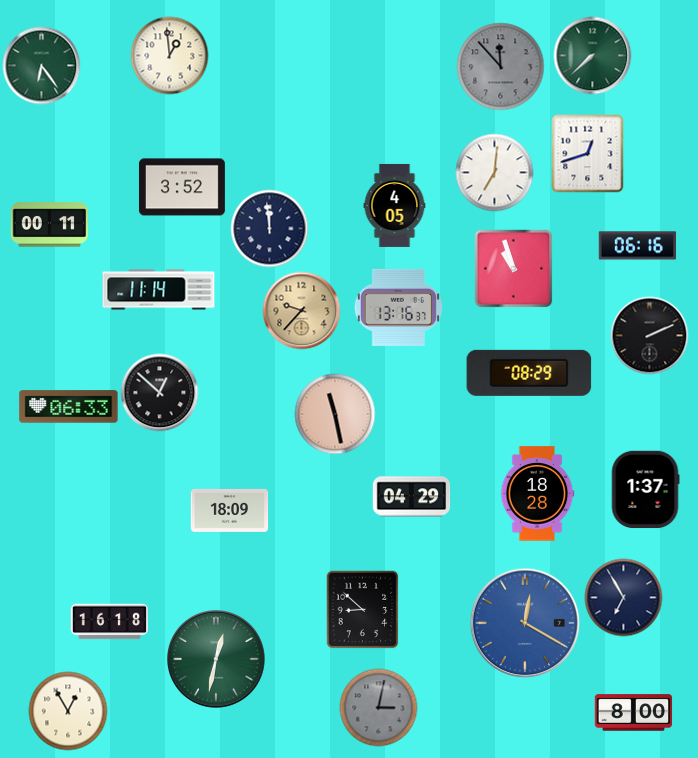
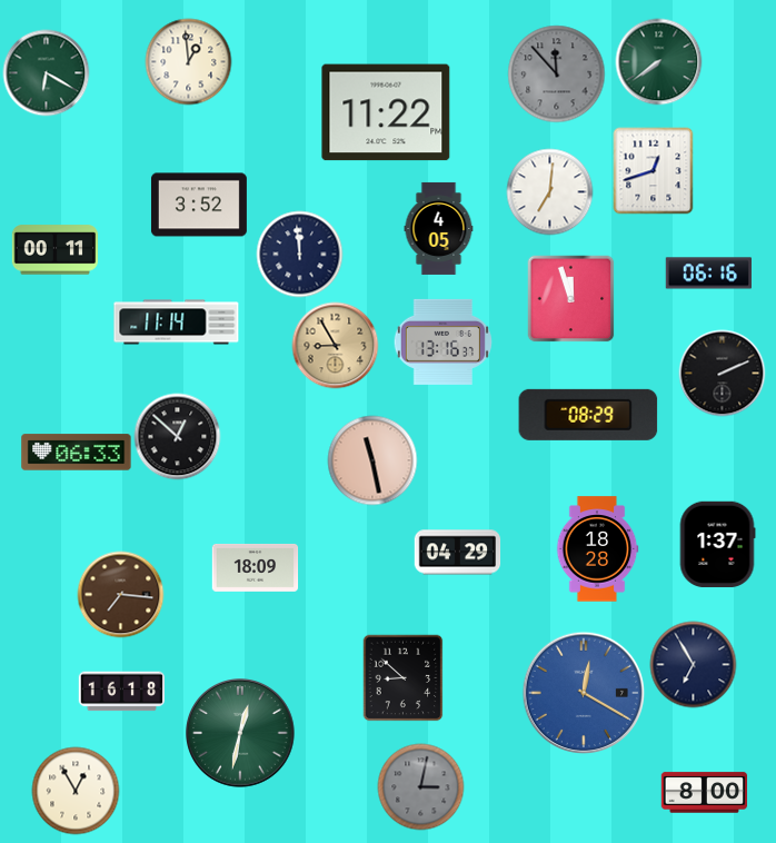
clock at (592, 55): 7:38 -> 7:39
clock at (41, 65): 6:24 -> 6:20
clock at (386, 112): none -> 11:22
clock at (182, 187) position: (182, 187) -> (199, 205)
clock at (513, 268): 10:57 -> 11:57
clock at (301, 310): 9:37 -> 8:55
clock at (120, 594): none -> 7:16
